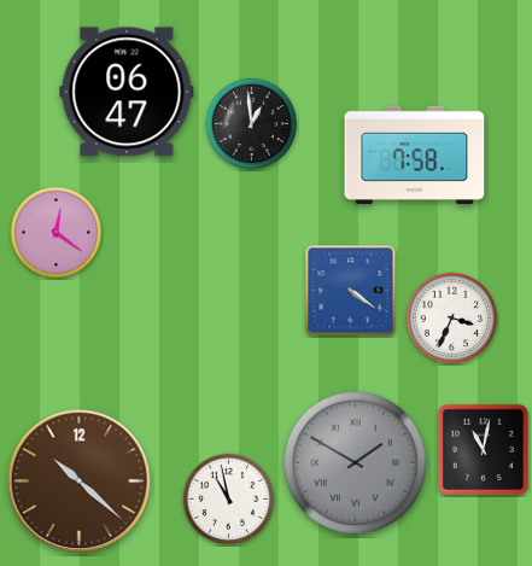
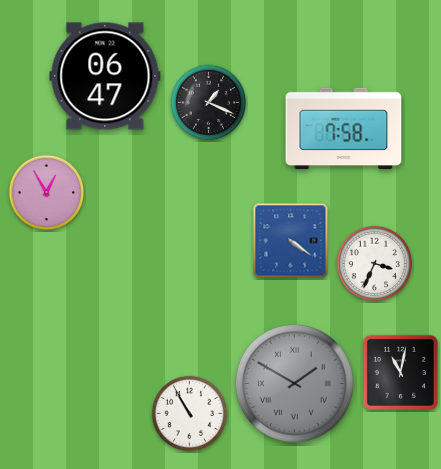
clock at (252, 124): 12:59 -> 1:19
clock at (57, 233): 12:21 -> 12:55
clock at (80, 482): 10:22 -> none
clock at (229, 500): 10:58 -> 10:55
